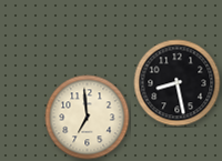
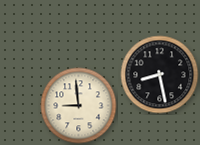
clock at (88, 118): 6:59 -> 8:59
